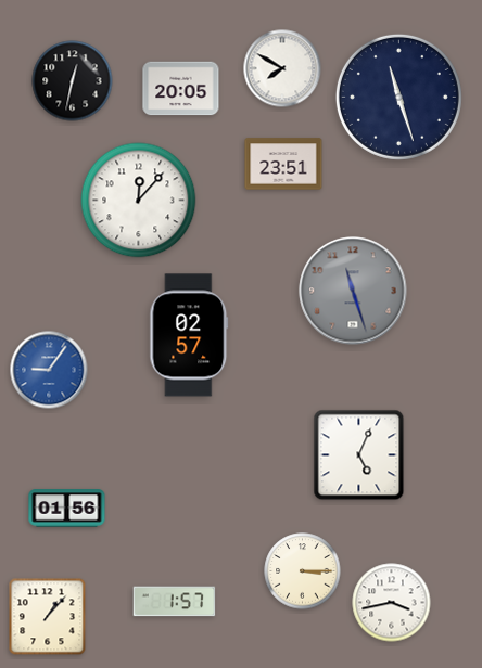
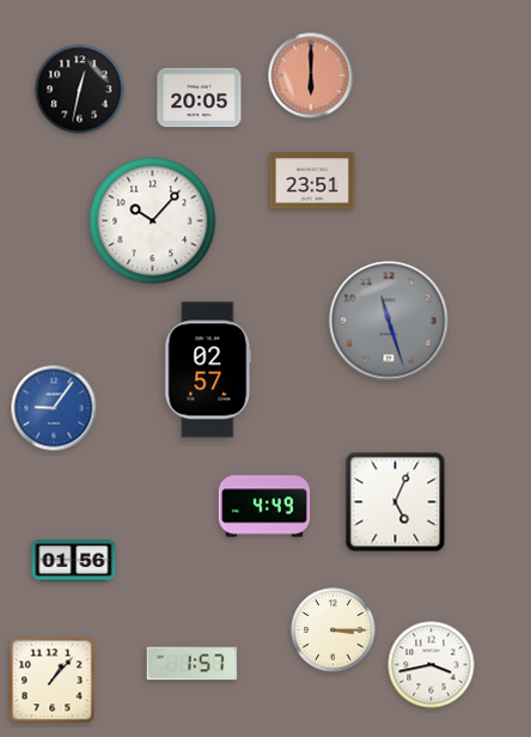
clock at (282, 68): 7:50 -> 6:00
clock at (282, 68) dial: white -> salmon
clock at (398, 97): 11:27 -> none
clock at (139, 201): 12:07 -> 10:07
clock at (264, 506): none -> 4:49
